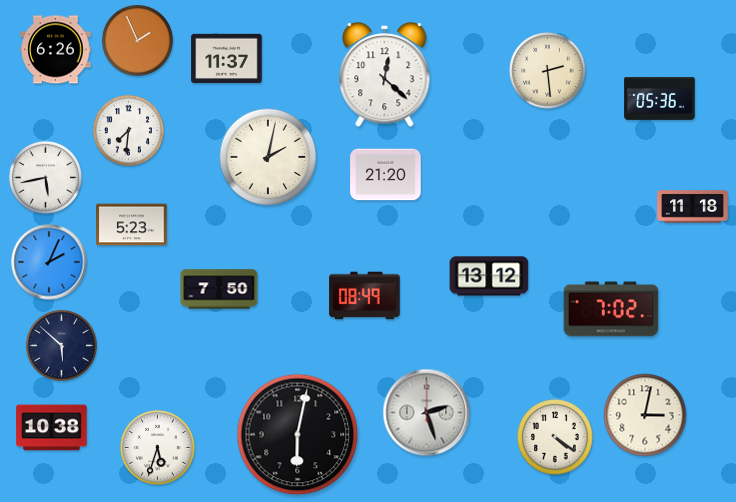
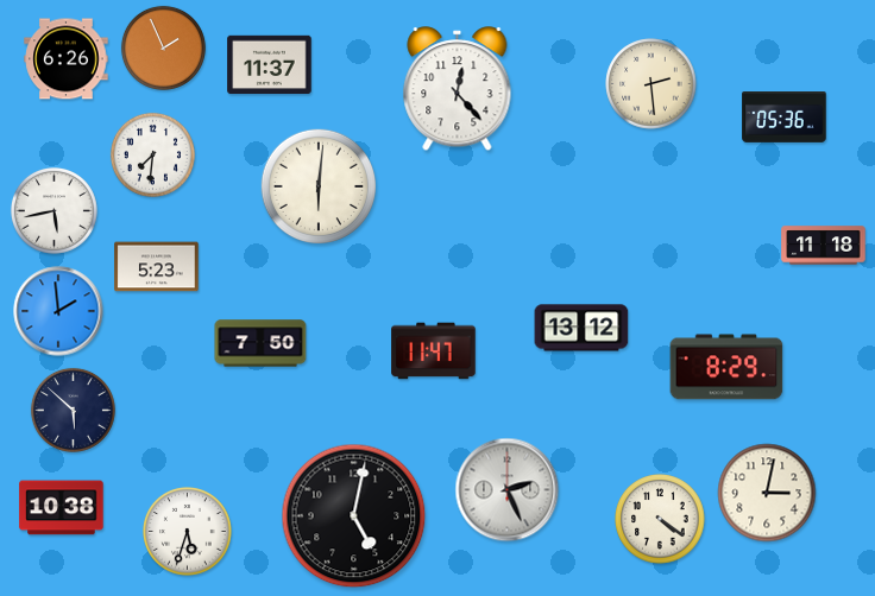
clock at (227, 59) position: (227, 59) -> (270, 65)
clock at (385, 75): 12:22 -> 12:23
clock at (268, 157): 2:02 -> 6:01
clock at (386, 175): 21:20 -> none
clock at (49, 262): 2:04 -> 1:59
clock at (365, 296): 08:49 -> 11:47
clock at (611, 309): 7:02 -> 8:29
clock at (427, 413): 2:27 -> 2:26
clock at (298, 435): 6:02 -> 5:02
